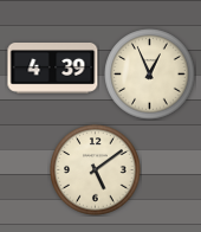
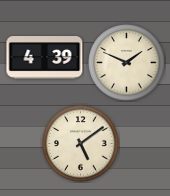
clock at (150, 75): 12:56 -> 1:49
